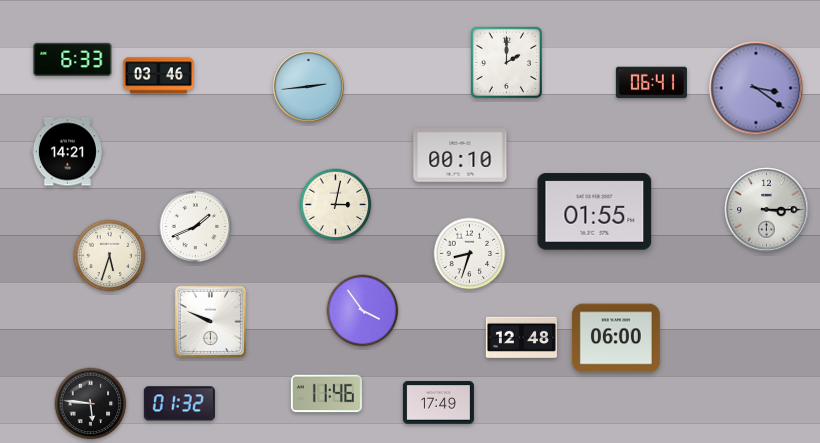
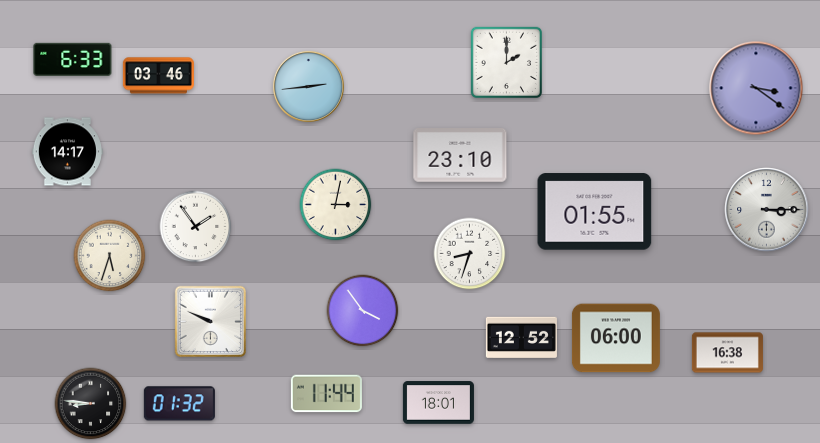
clock at (651, 83): 06:41 -> none
clock at (67, 152): 14:21 -> 14:17
clock at (460, 156): 00:10 -> 23:10
clock at (196, 227): 1:41 -> 1:54
clock at (521, 337): 12:48 -> 12:52
clock at (727, 353): none -> 16:38
clock at (326, 394): 11:46 -> 11:44
clock at (438, 403): 17:49 -> 18:01
clock at (91, 404): 5:46 -> 8:46
